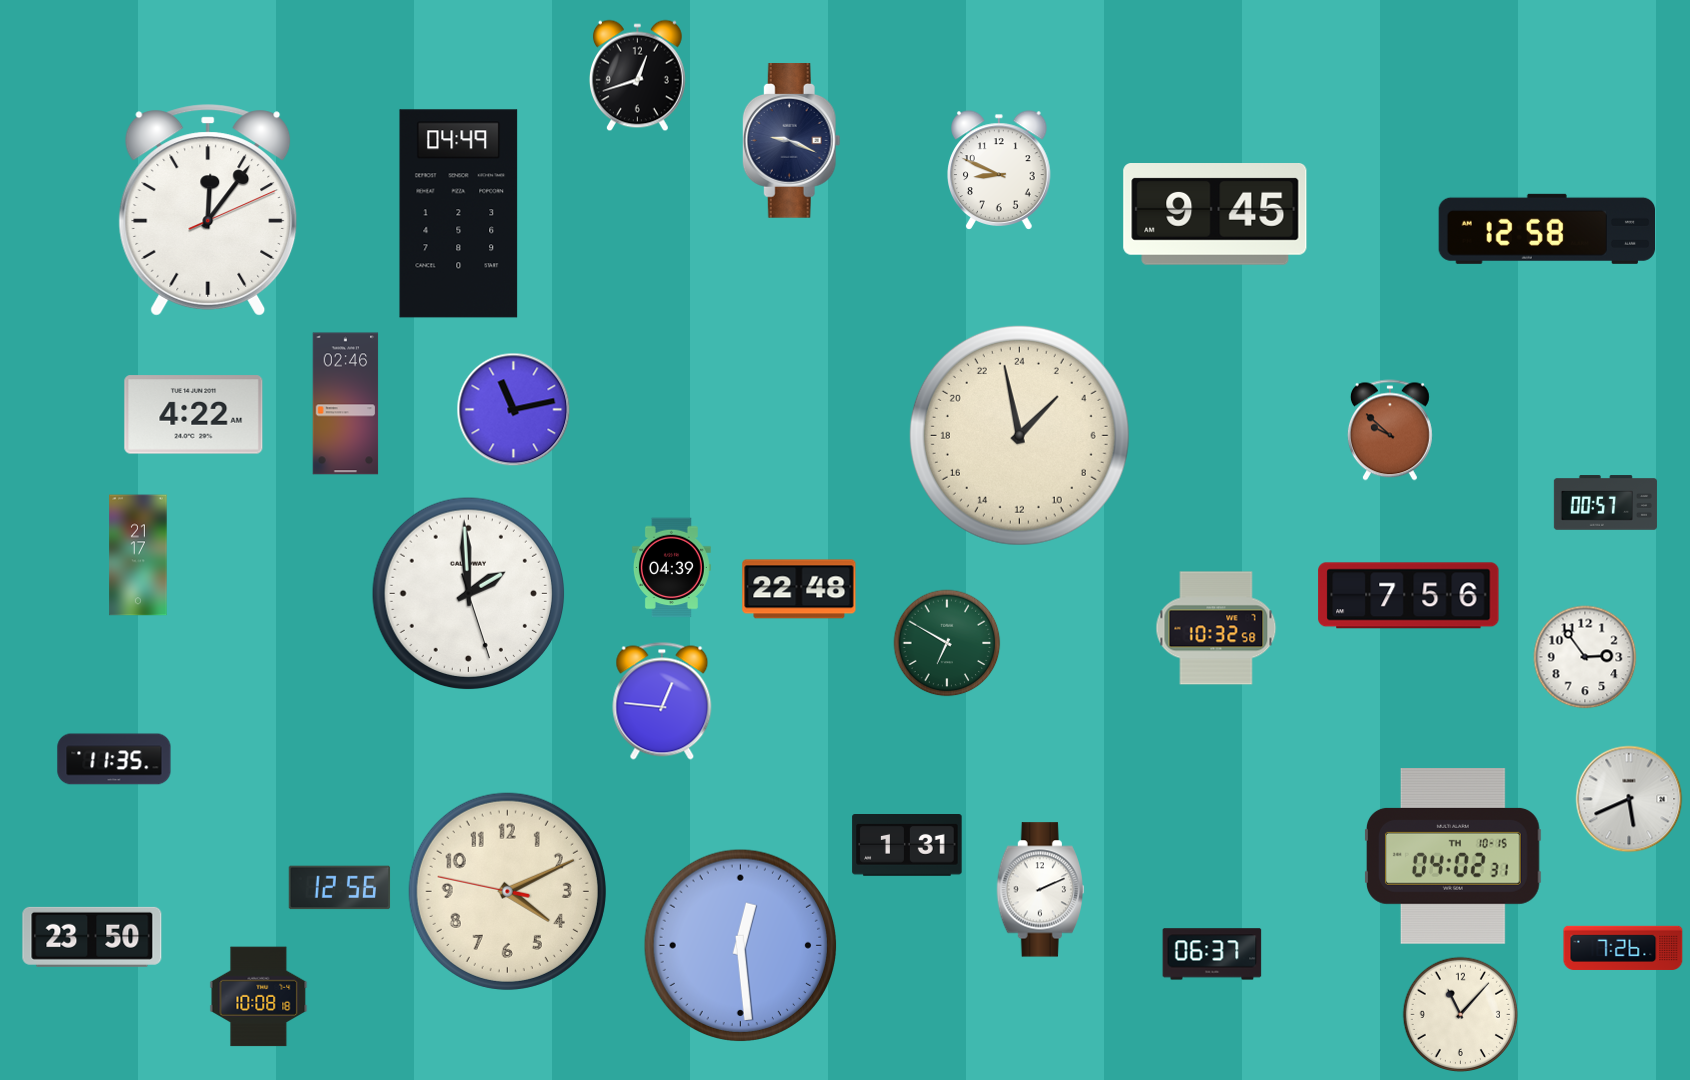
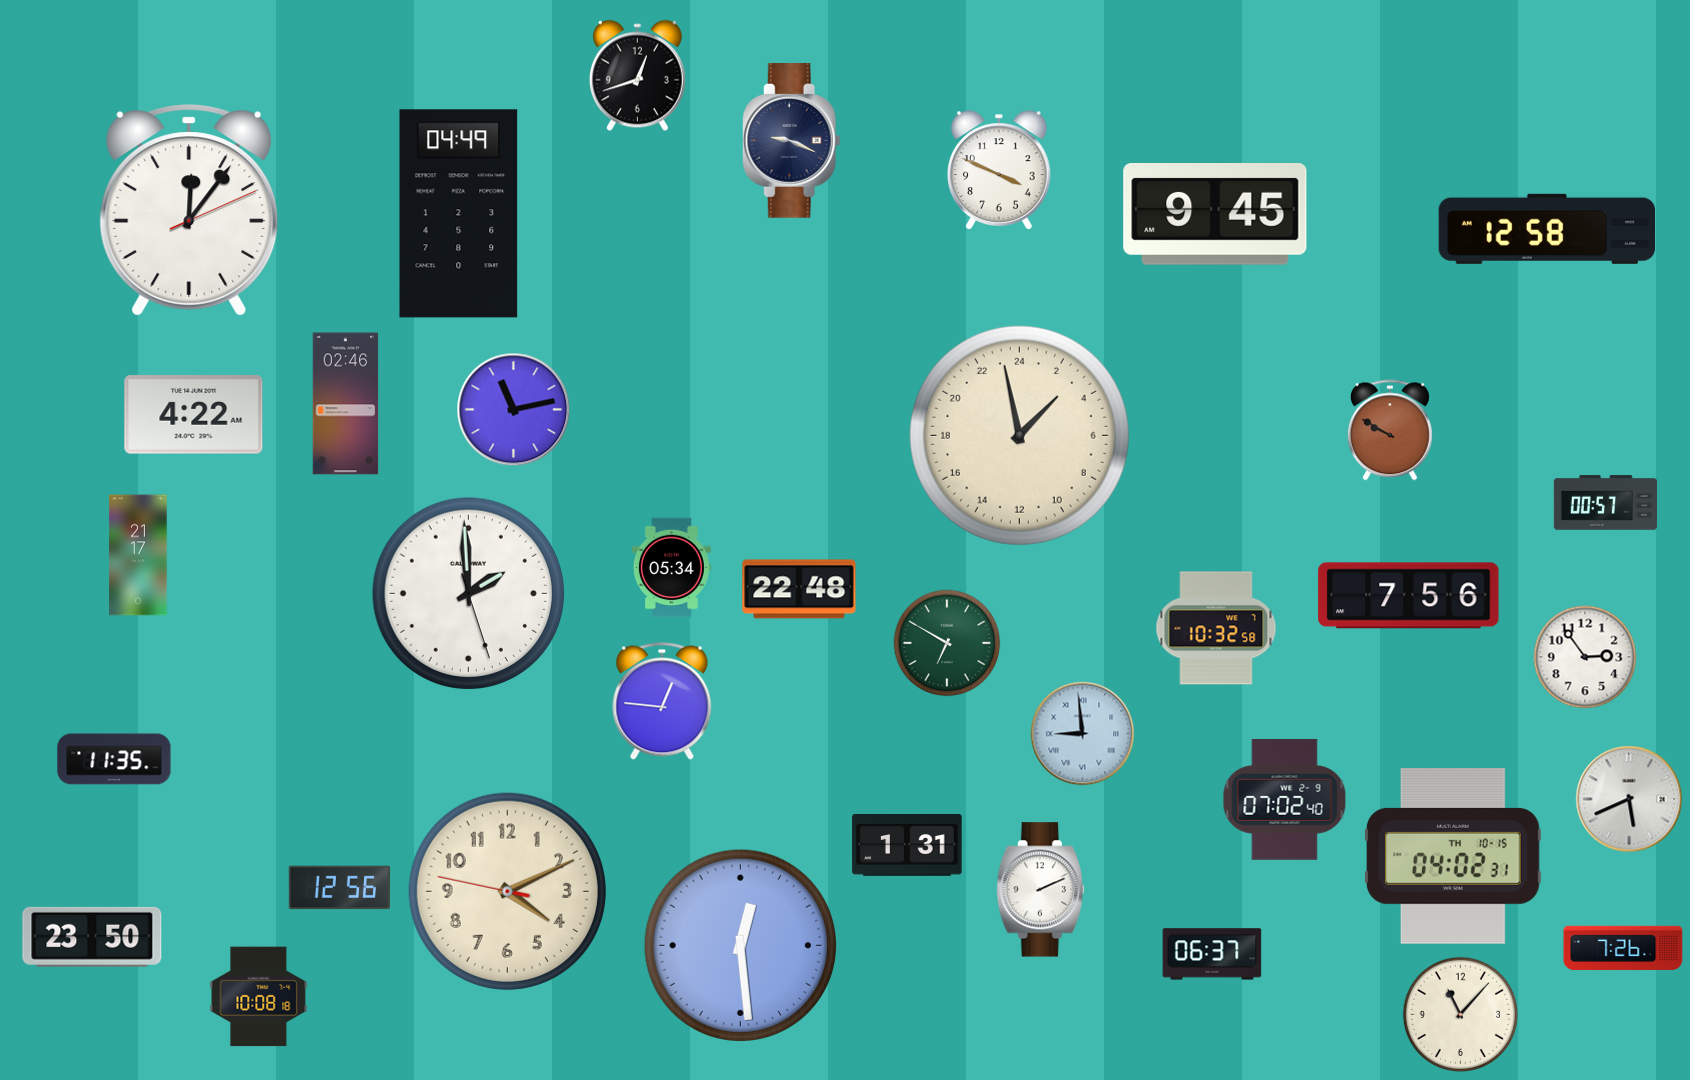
clock at (1000, 170): 8:49 -> 3:49
clock at (208, 210) position: (208, 210) -> (189, 210)
clock at (1390, 430): 9:52 -> 9:50
clock at (671, 568): 04:39 -> 05:34
clock at (1083, 734): none -> 8:59
clock at (1285, 799): none -> 07:02
